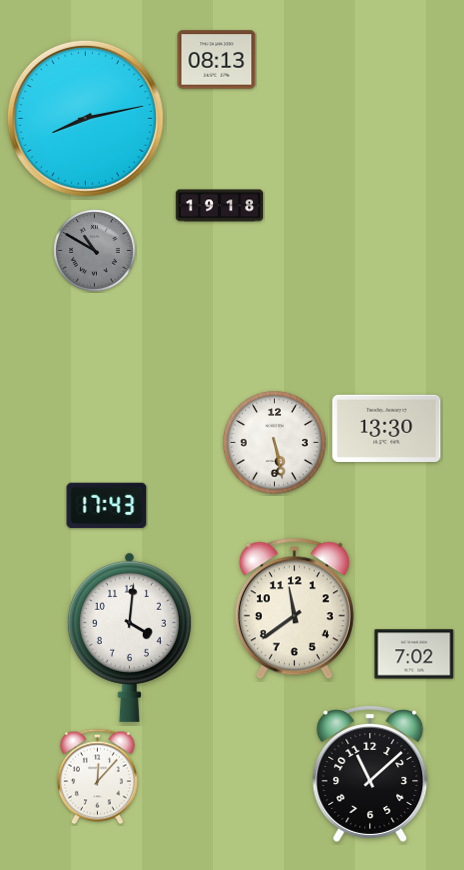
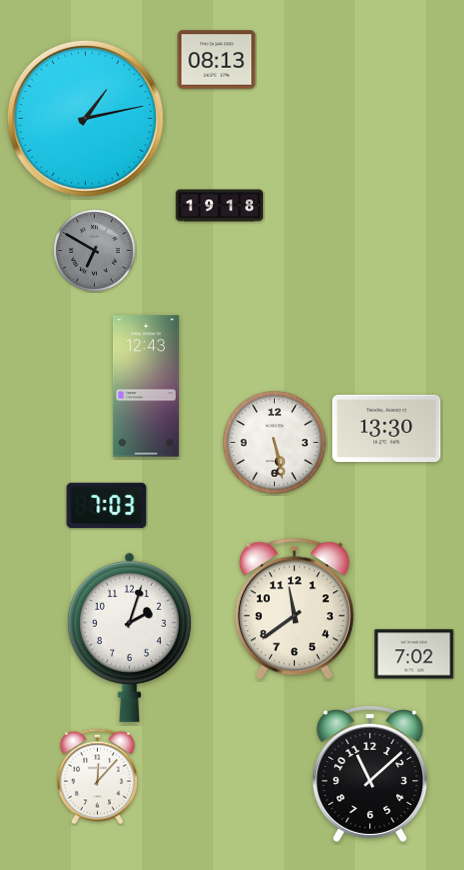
clock at (85, 118): 8:13 -> 1:13
clock at (95, 251): 10:50 -> 6:50
clock at (146, 386): none -> 12:43
clock at (107, 506): 17:43 -> 7:03
clock at (129, 637): 4:01 -> 2:03
